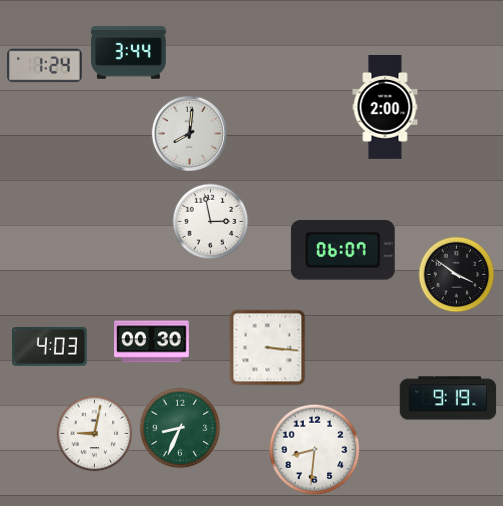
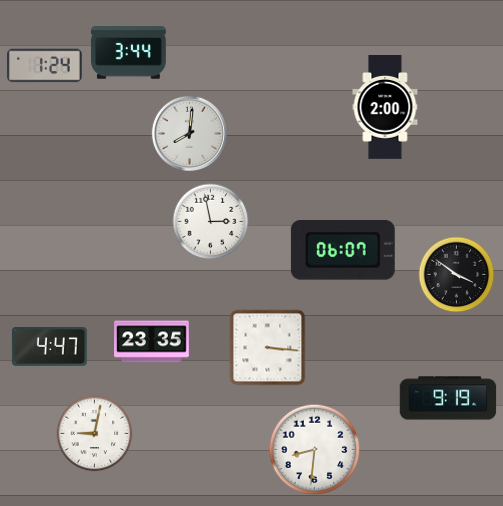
clock at (152, 342): 00:30 -> 23:35
clock at (50, 347): 4:03 -> 4:47
clock at (180, 428): 8:34 -> none
